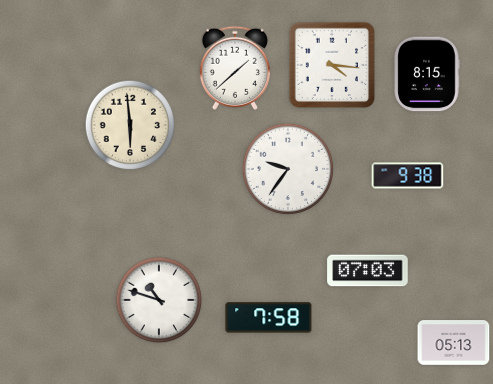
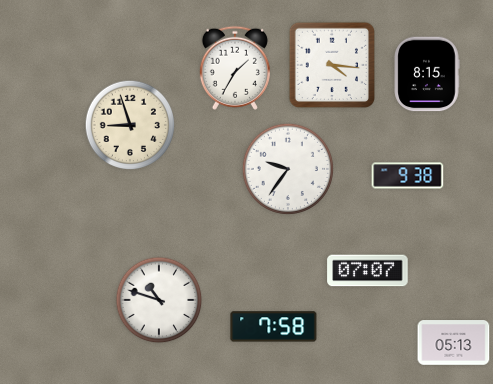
clock at (235, 68): 1:38 -> 1:35
clock at (130, 125): 5:59 -> 8:57
clock at (368, 271): 07:03 -> 07:07
clock at (269, 318) position: (269, 318) -> (274, 327)
